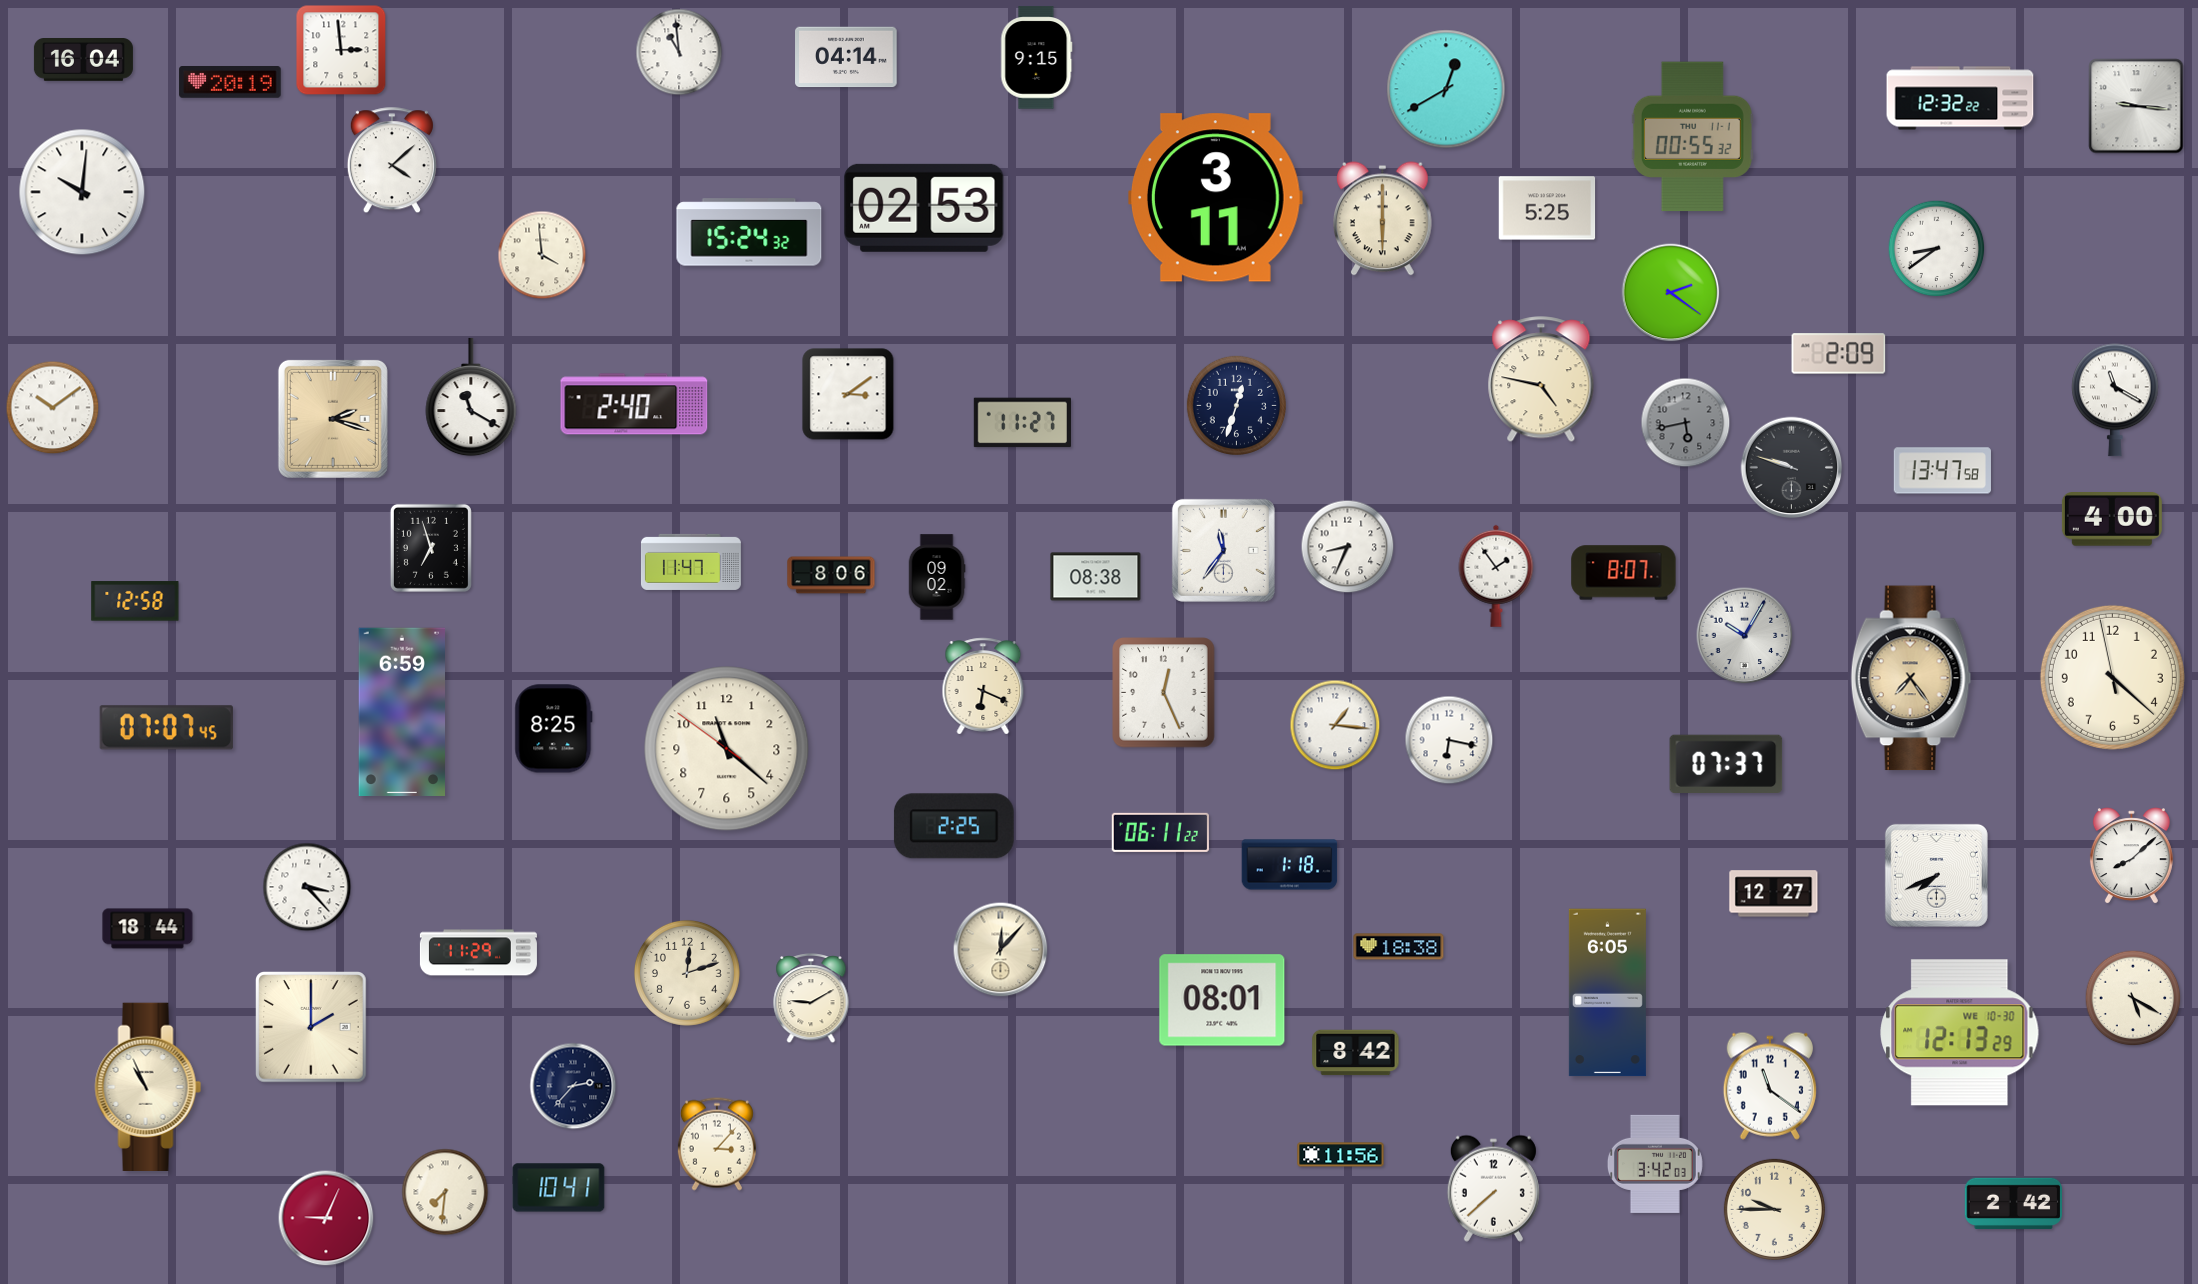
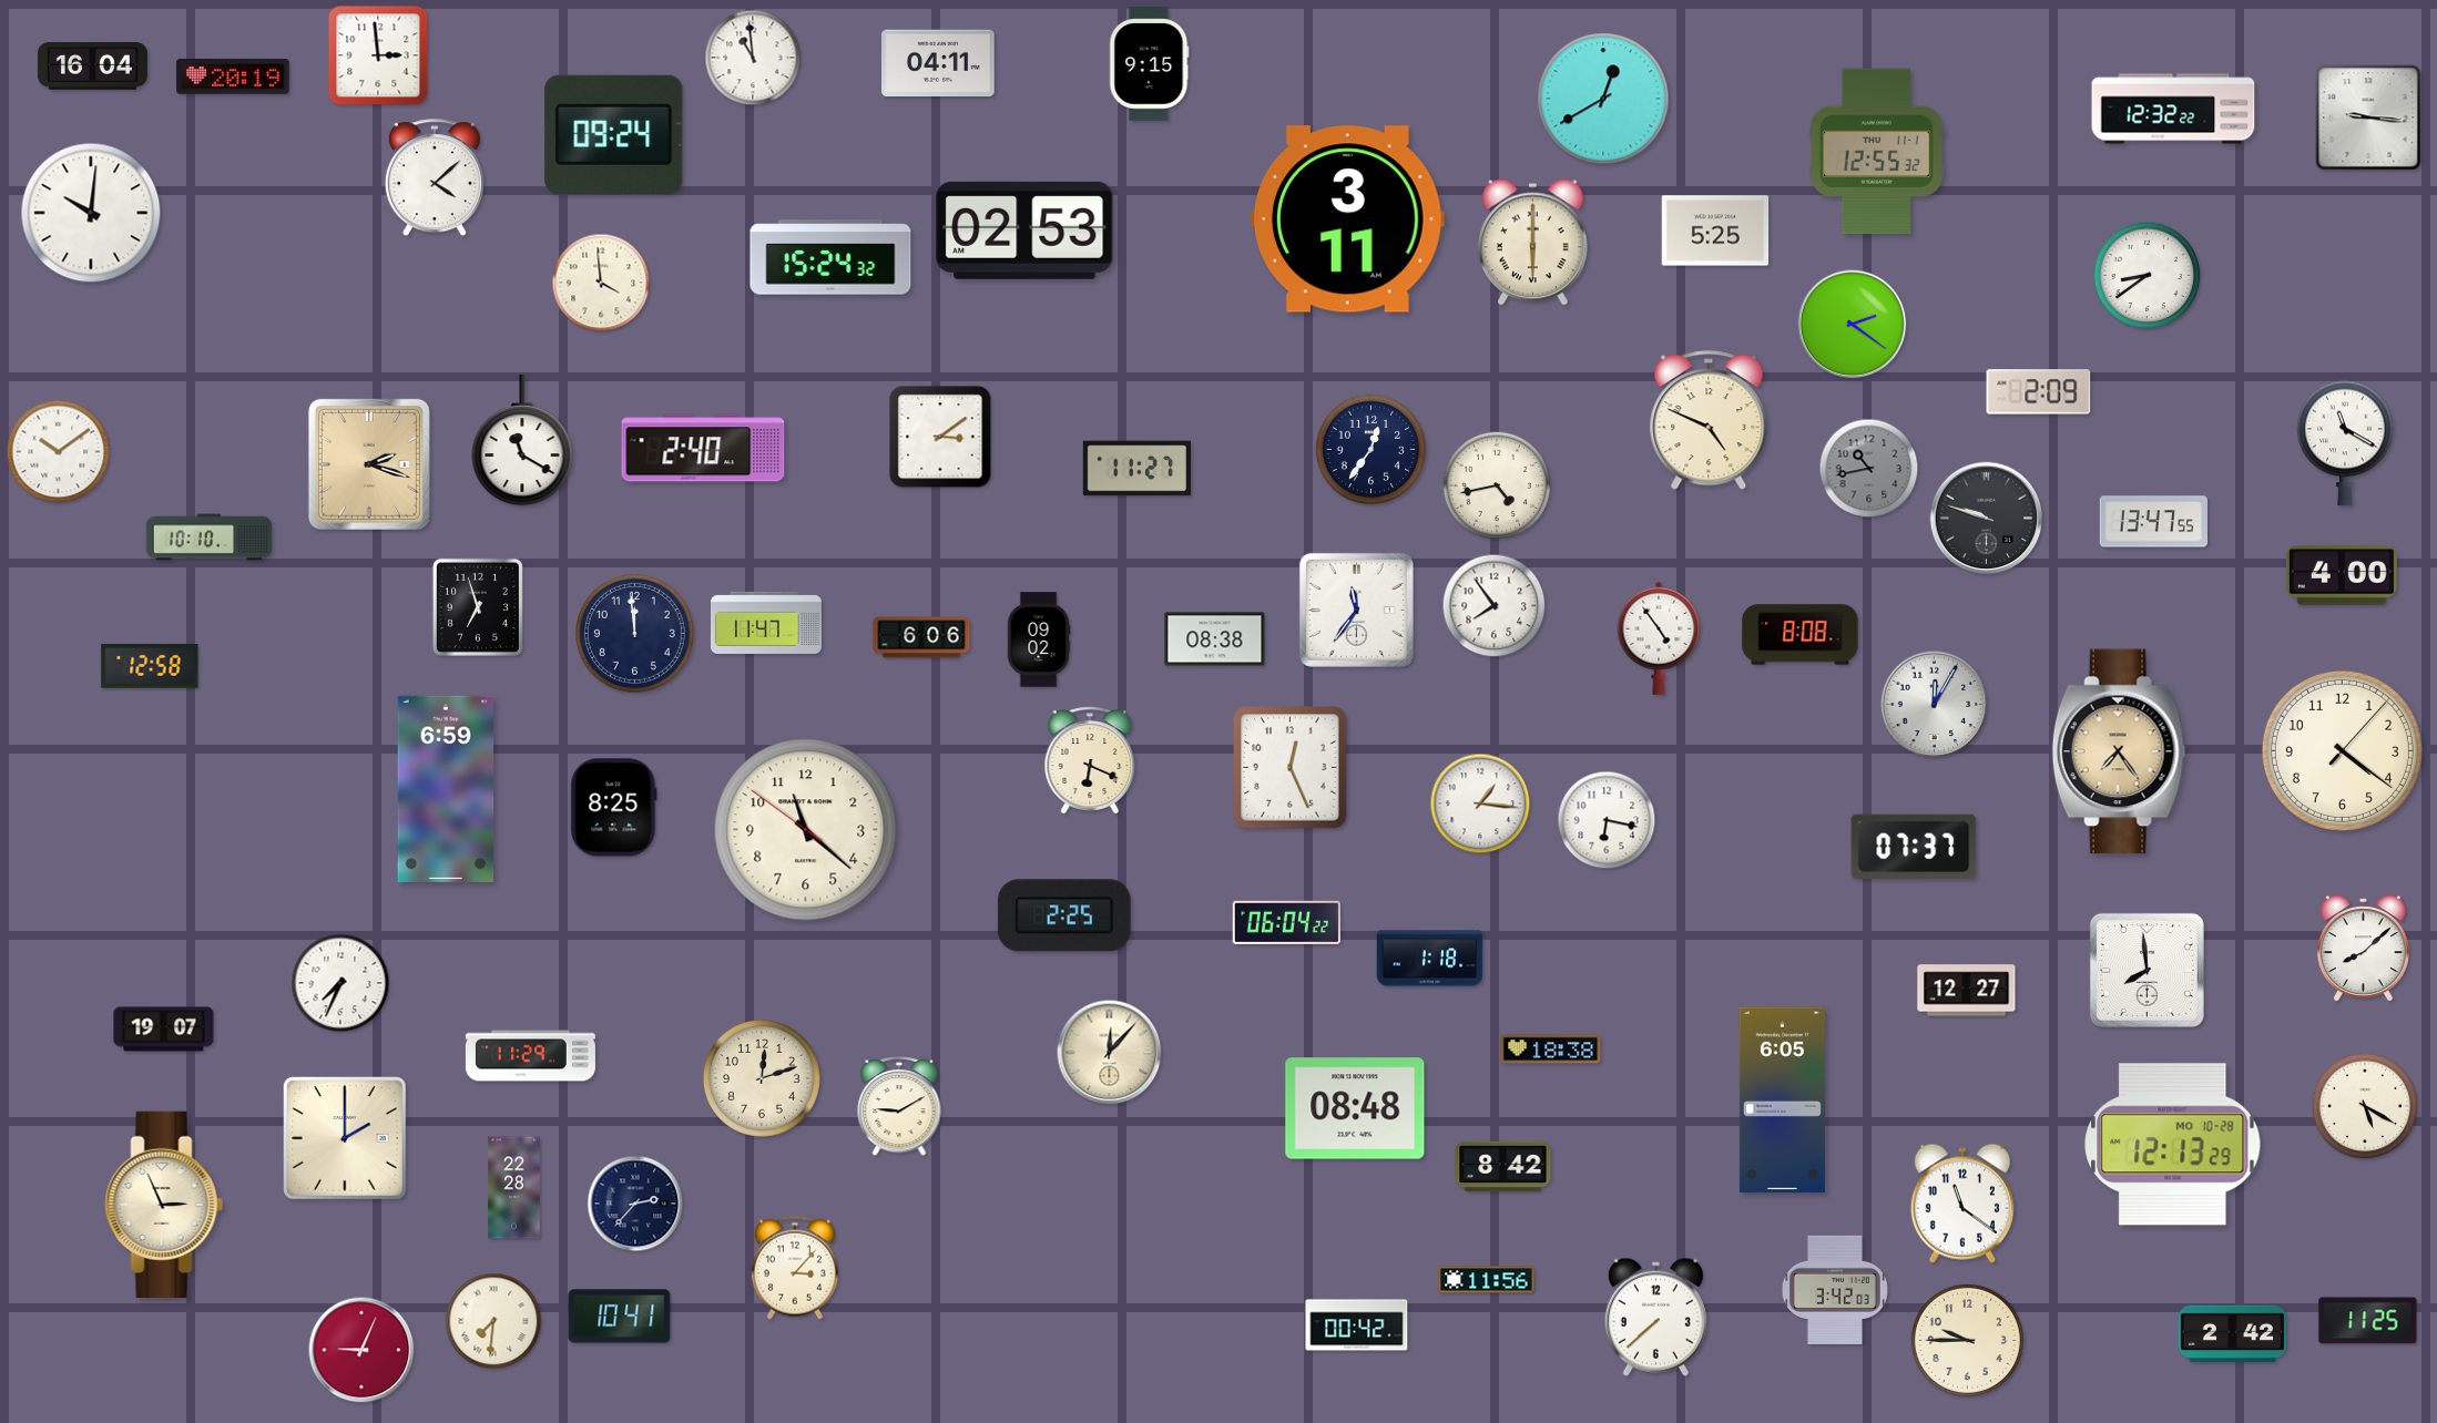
clock at (846, 57): 04:14 -> 04:11
clock at (230, 83) position: (230, 83) -> (233, 78)
clock at (614, 134): none -> 09:24
clock at (1692, 137): 00:55 -> 12:55
clock at (1541, 380): 4:47 -> 4:49
clock at (1236, 405): 12:33 -> 12:36
clock at (1022, 423) position: (1022, 423) -> (1136, 469)
clock at (1686, 423): 5:43 -> 10:43
clock at (1497, 485): none -> 4:43
clock at (1942, 471): 13:47:58 -> 13:47:55
clock at (210, 538): none -> 10:10
clock at (1348, 547): 8:34 -> 7:54
clock at (634, 633): none -> 11:59
clock at (1624, 573): 8:07 -> 8:08
clock at (831, 575): 8:06 -> 6:06
clock at (1496, 576): 1:54 -> 4:54
clock at (1745, 636): 10:05 -> 12:05
clock at (2112, 677): 4:21:58 -> 4:21:07
clock at (166, 728): 07:07 -> none
clock at (954, 826) position: (954, 826) -> (1064, 915)
clock at (1160, 832): 06:11 -> 06:04
clock at (1936, 875): 7:41 -> 7:59
clock at (307, 887): 3:23 -> 7:34
clock at (148, 929): 18:44 -> 19:07
clock at (1222, 1000): 08:01 -> 08:48
clock at (1960, 1033) date: WE 10-30 -> MO 10-28
clock at (514, 1188): none -> 22:28
clock at (148, 1086): 10:56 -> 2:56
clock at (2368, 1321): none -> 11:25
clock at (1357, 1325): none -> 00:42
